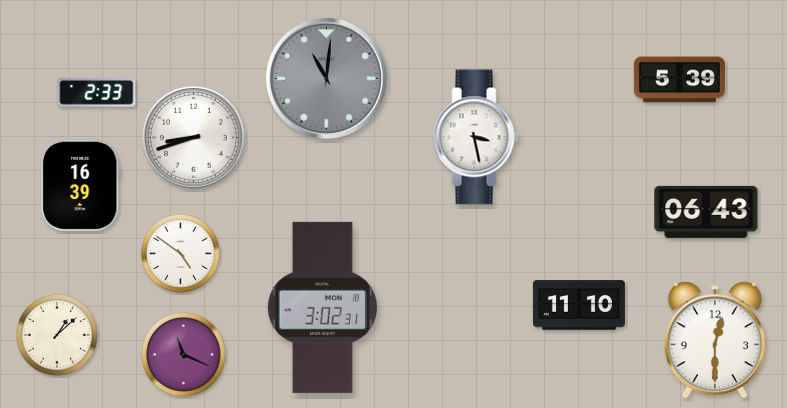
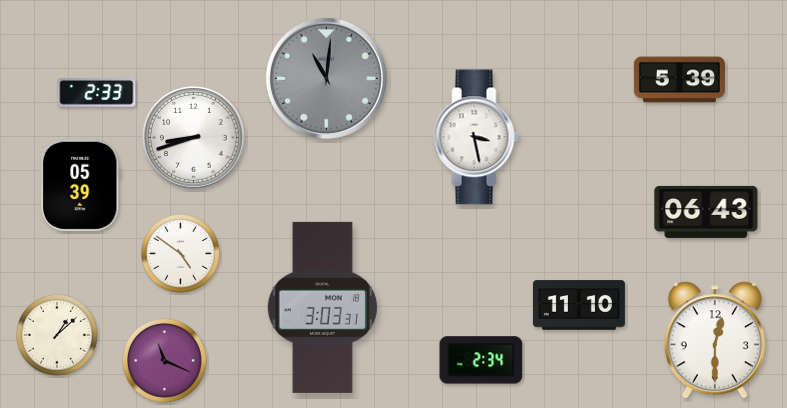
clock at (80, 185): 16:39 -> 05:39
clock at (322, 307): 3:02 -> 3:03
clock at (184, 355) position: (184, 355) -> (165, 361)
clock at (481, 360): none -> 2:34
